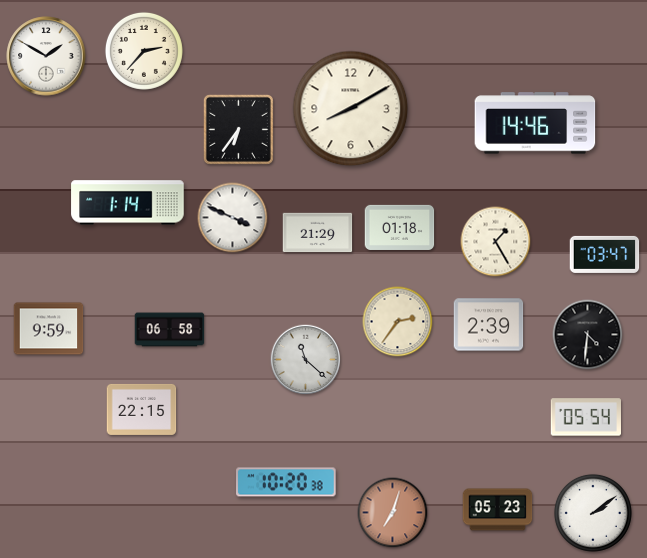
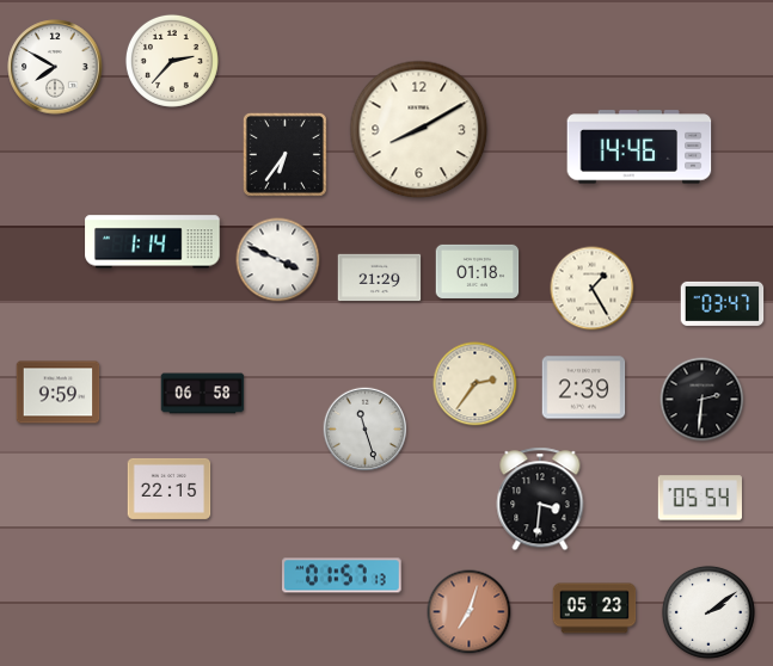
clock at (46, 56): 1:50 -> 7:50
clock at (588, 335): 4:31 -> 2:31
clock at (306, 360): 11:22 -> 11:27
clock at (540, 499): none -> 3:31
clock at (286, 482): 10:20 -> 01:57
